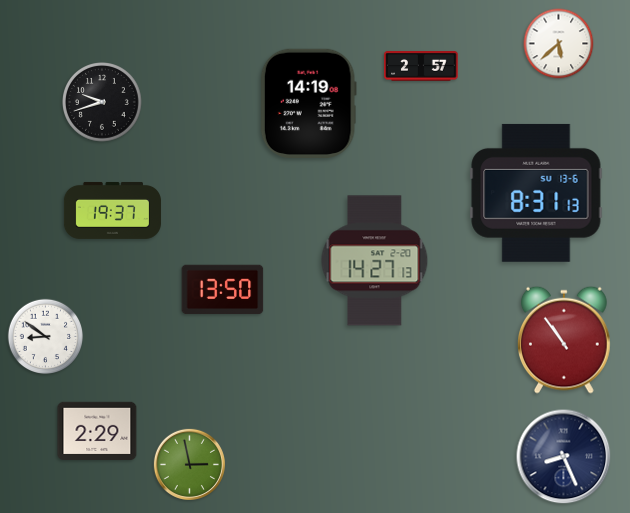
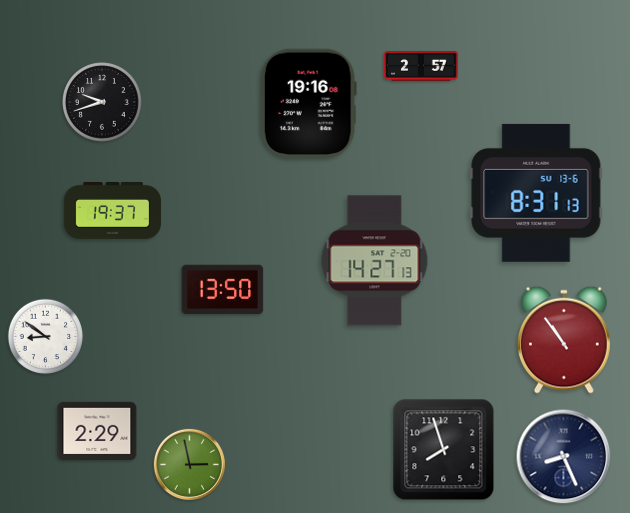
clock at (559, 44): 5:38 -> none
clock at (308, 103): 14:19 -> 19:16
clock at (444, 450): none -> 7:57
